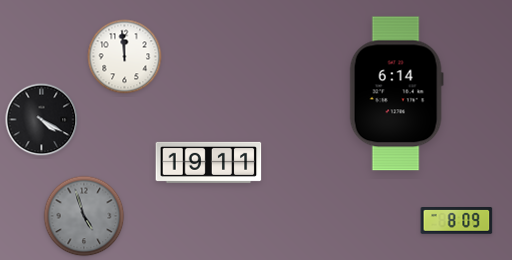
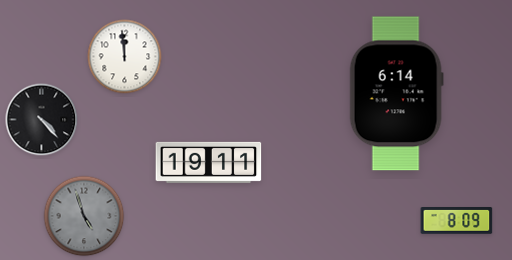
clock at (42, 120): 4:20 -> 4:23
